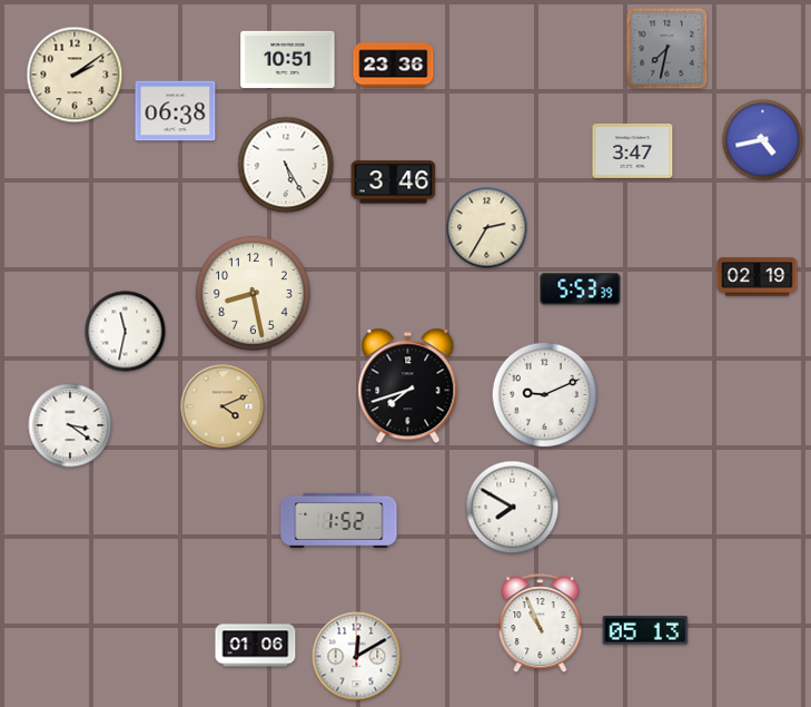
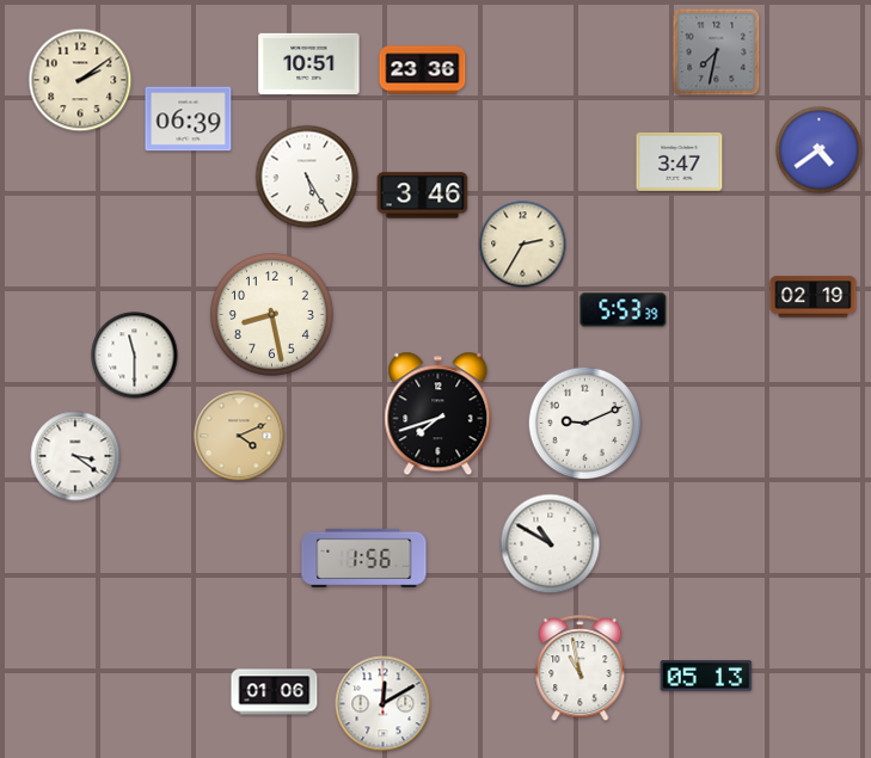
clock at (176, 111): 06:38 -> 06:39
clock at (763, 140): 4:43 -> 4:39
clock at (126, 332): 11:32 -> 11:30
clock at (513, 508): 7:50 -> 10:50
clock at (339, 520): 1:52 -> 1:56
clock at (541, 623): 10:56 -> 10:58
clock at (645, 630) position: (645, 630) -> (706, 676)
